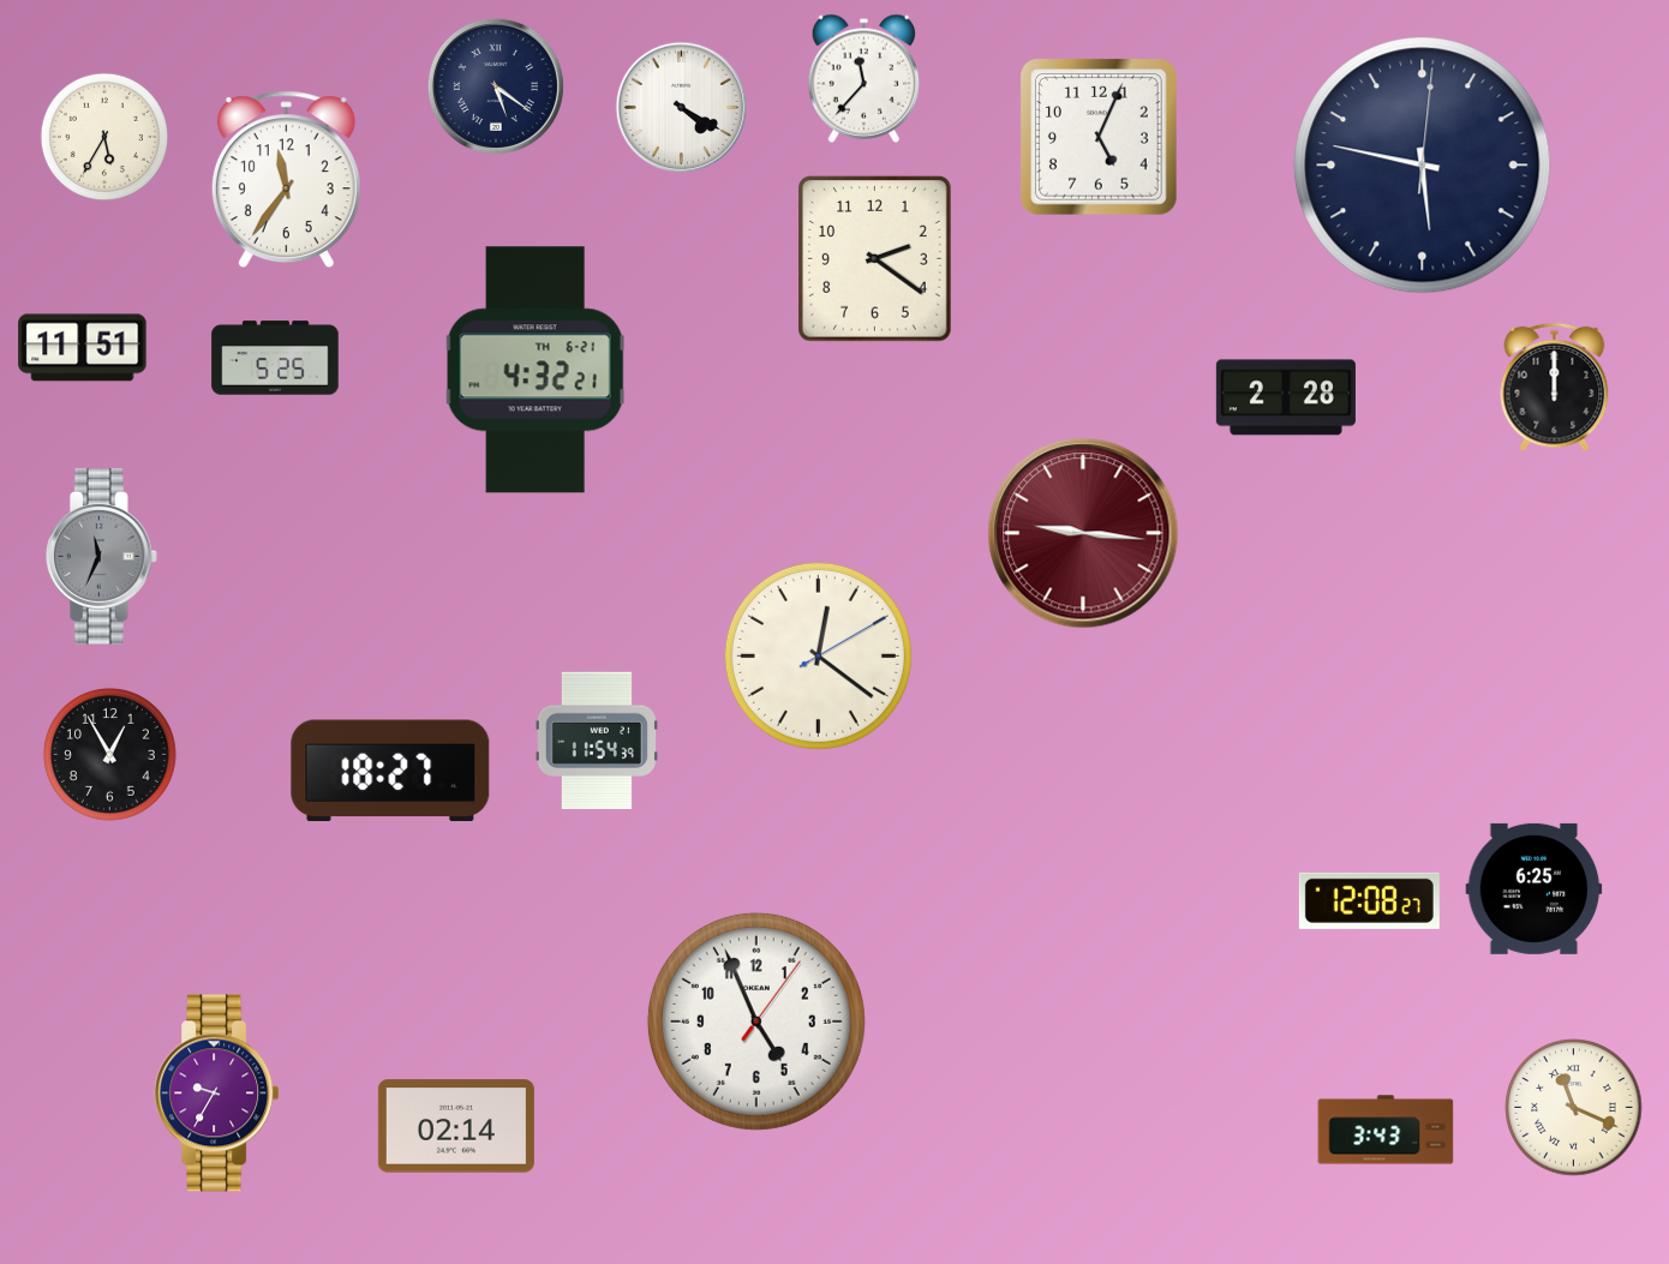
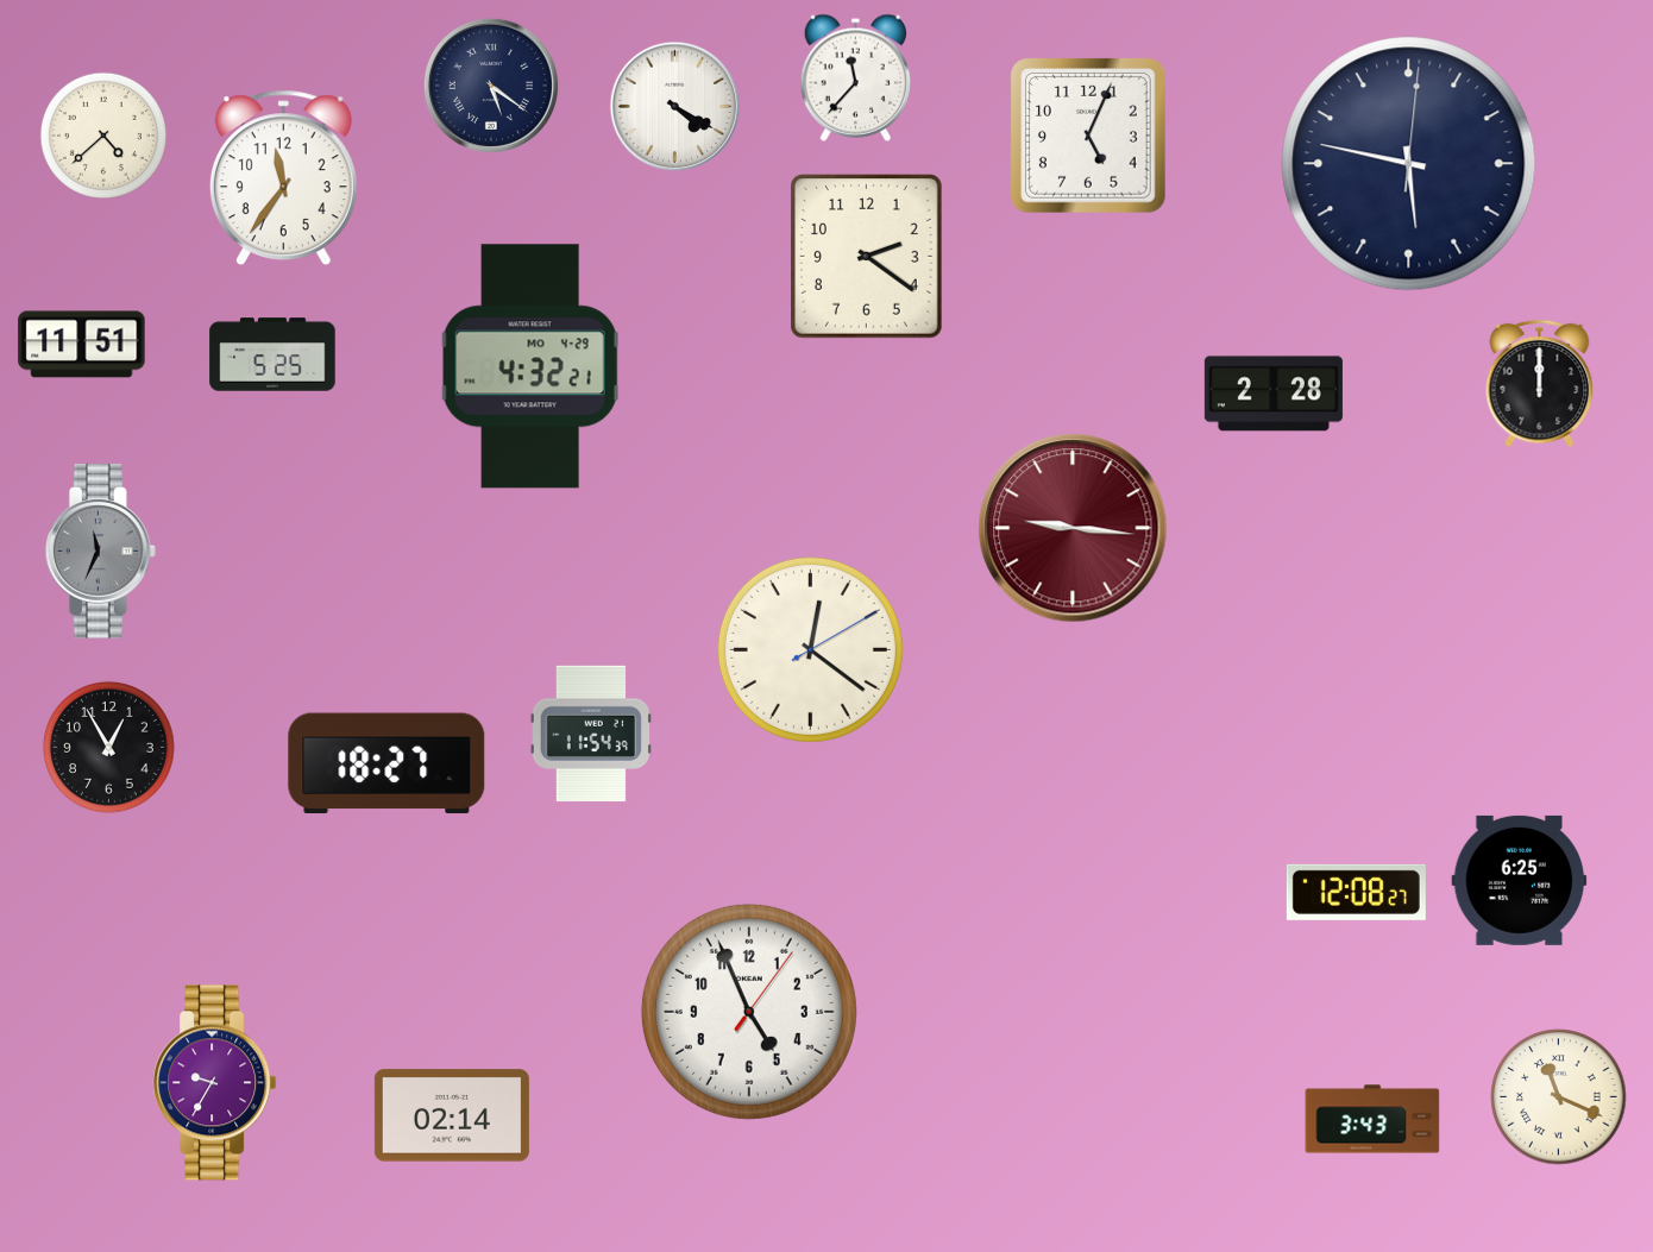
clock at (104, 137): 5:35 -> 4:38
clock at (536, 370) date: TH 6-21 -> MO 4-29
